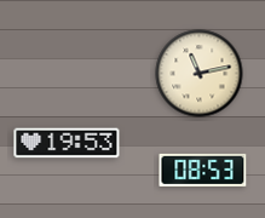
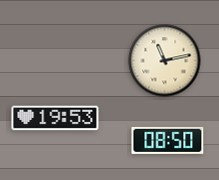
clock at (203, 170): 08:53 -> 08:50
